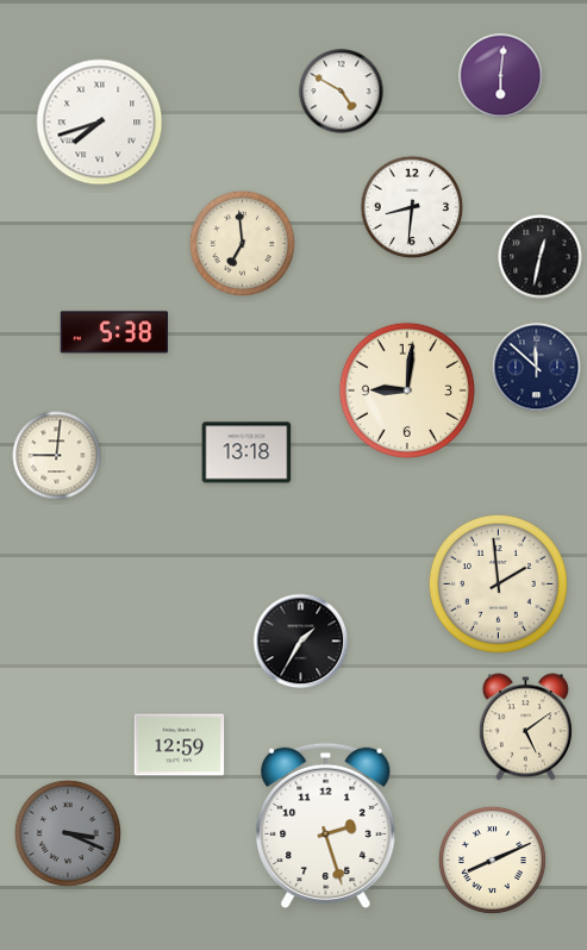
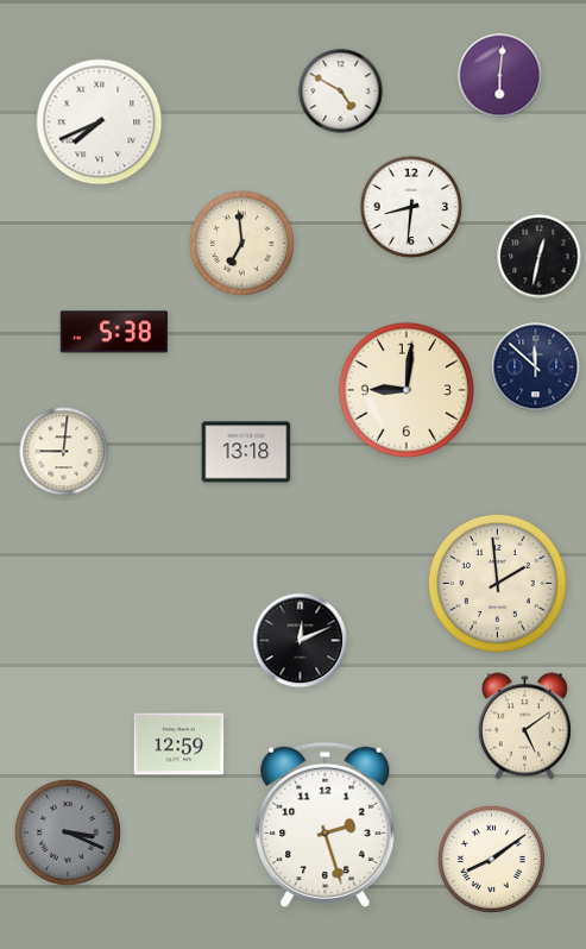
clock at (100, 123): 7:42 -> 7:41
clock at (57, 456) position: (57, 456) -> (64, 452)
clock at (301, 642): 1:35 -> 12:11
clock at (492, 860): 8:11 -> 8:09
